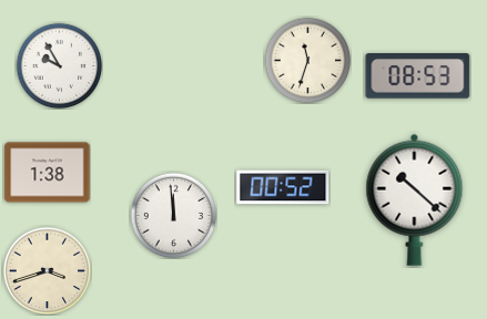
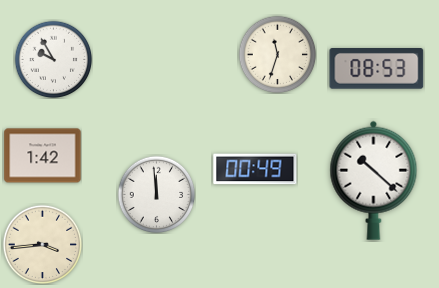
clock at (48, 173): 1:38 -> 1:42
clock at (283, 187): 00:52 -> 00:49
clock at (47, 270): 3:42 -> 3:44
